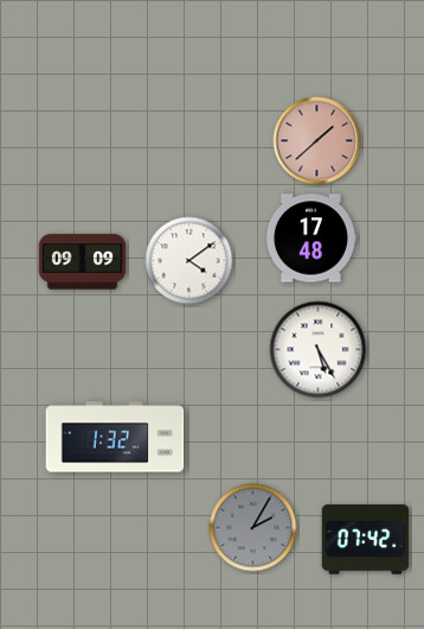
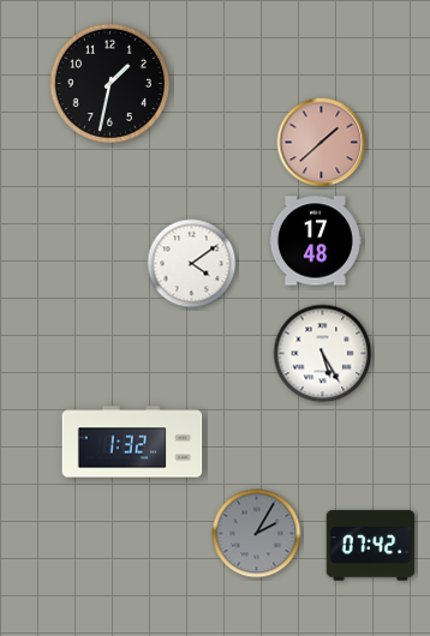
clock at (109, 83): none -> 1:32
clock at (83, 262): 09:09 -> none
clock at (115, 437) position: (115, 437) -> (132, 442)
